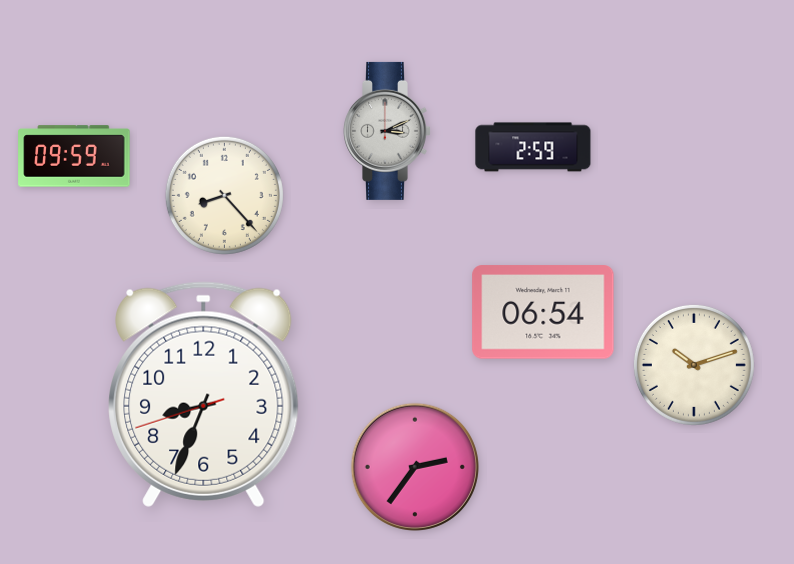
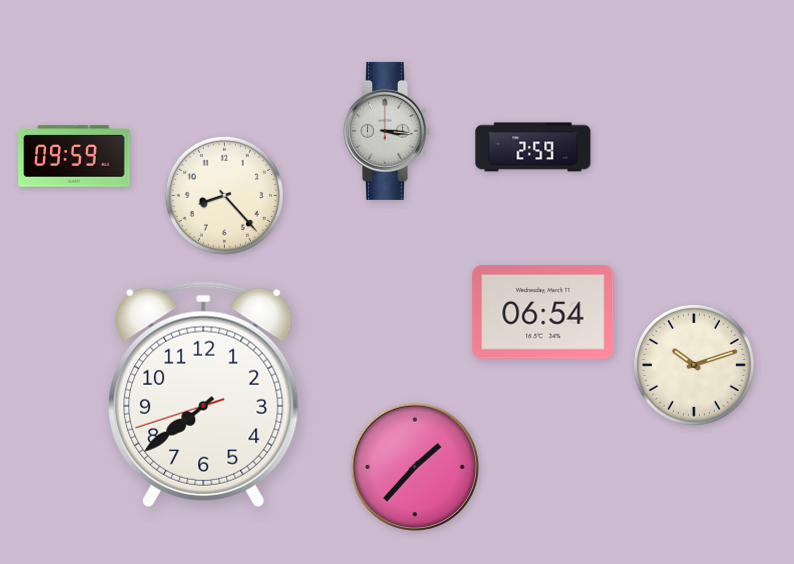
clock at (388, 131): 3:11 -> 3:16
clock at (204, 394): 8:33 -> 7:38
clock at (415, 467): 2:36 -> 1:37
